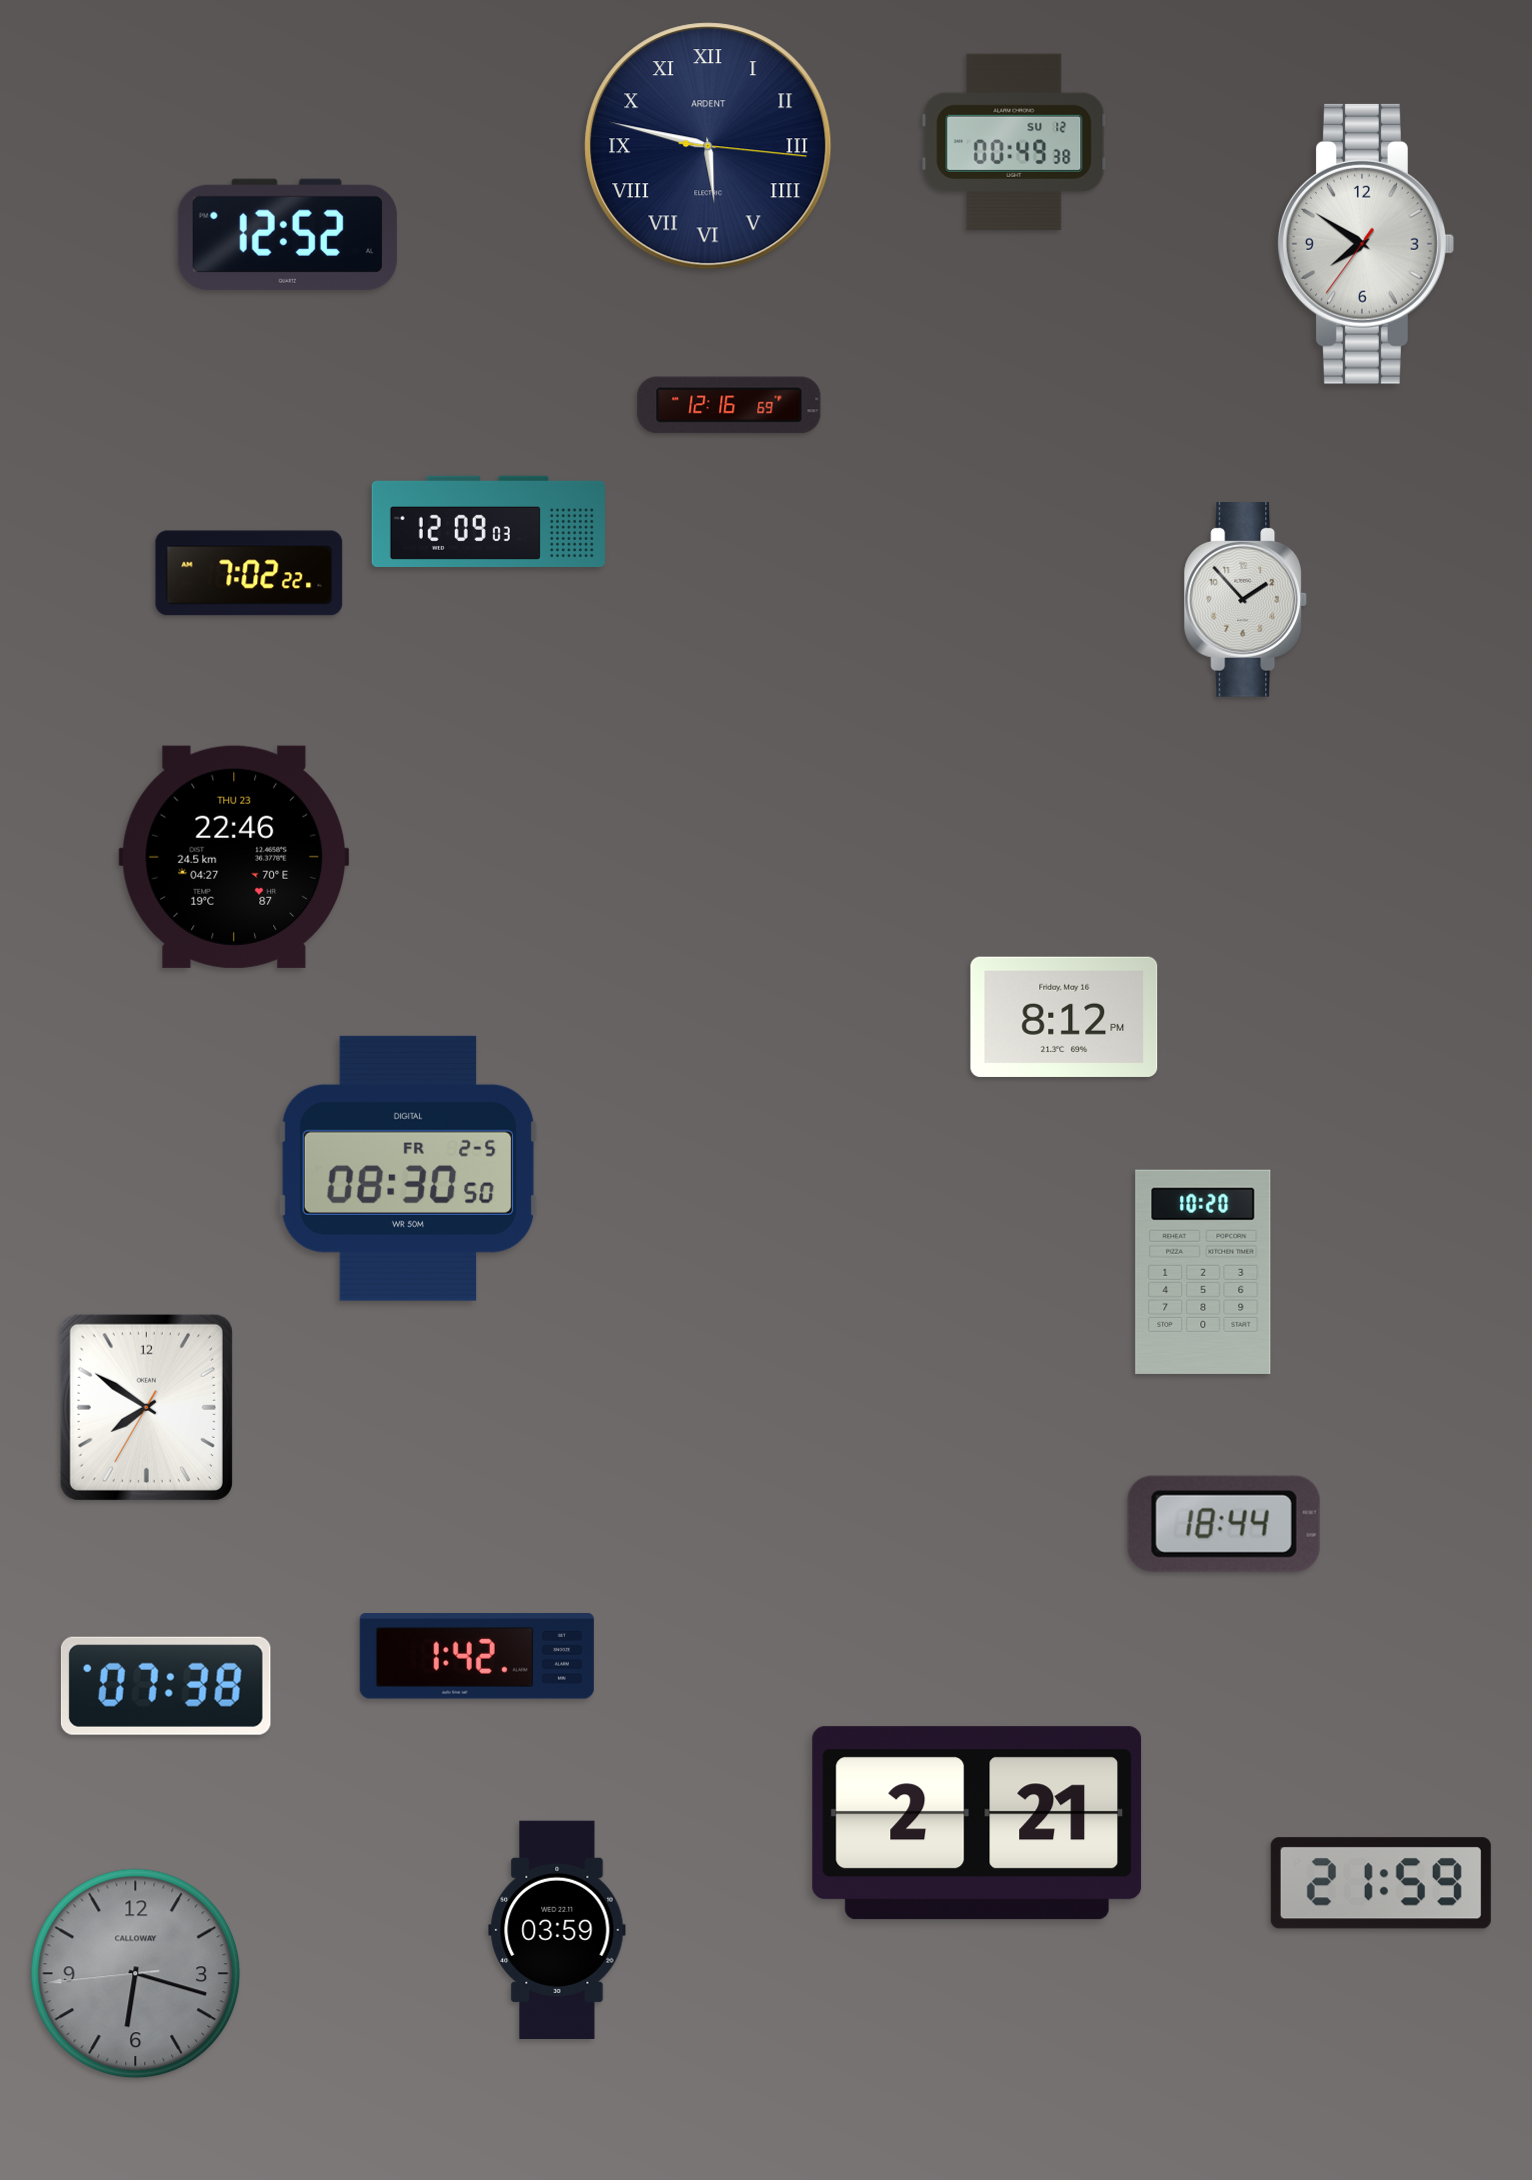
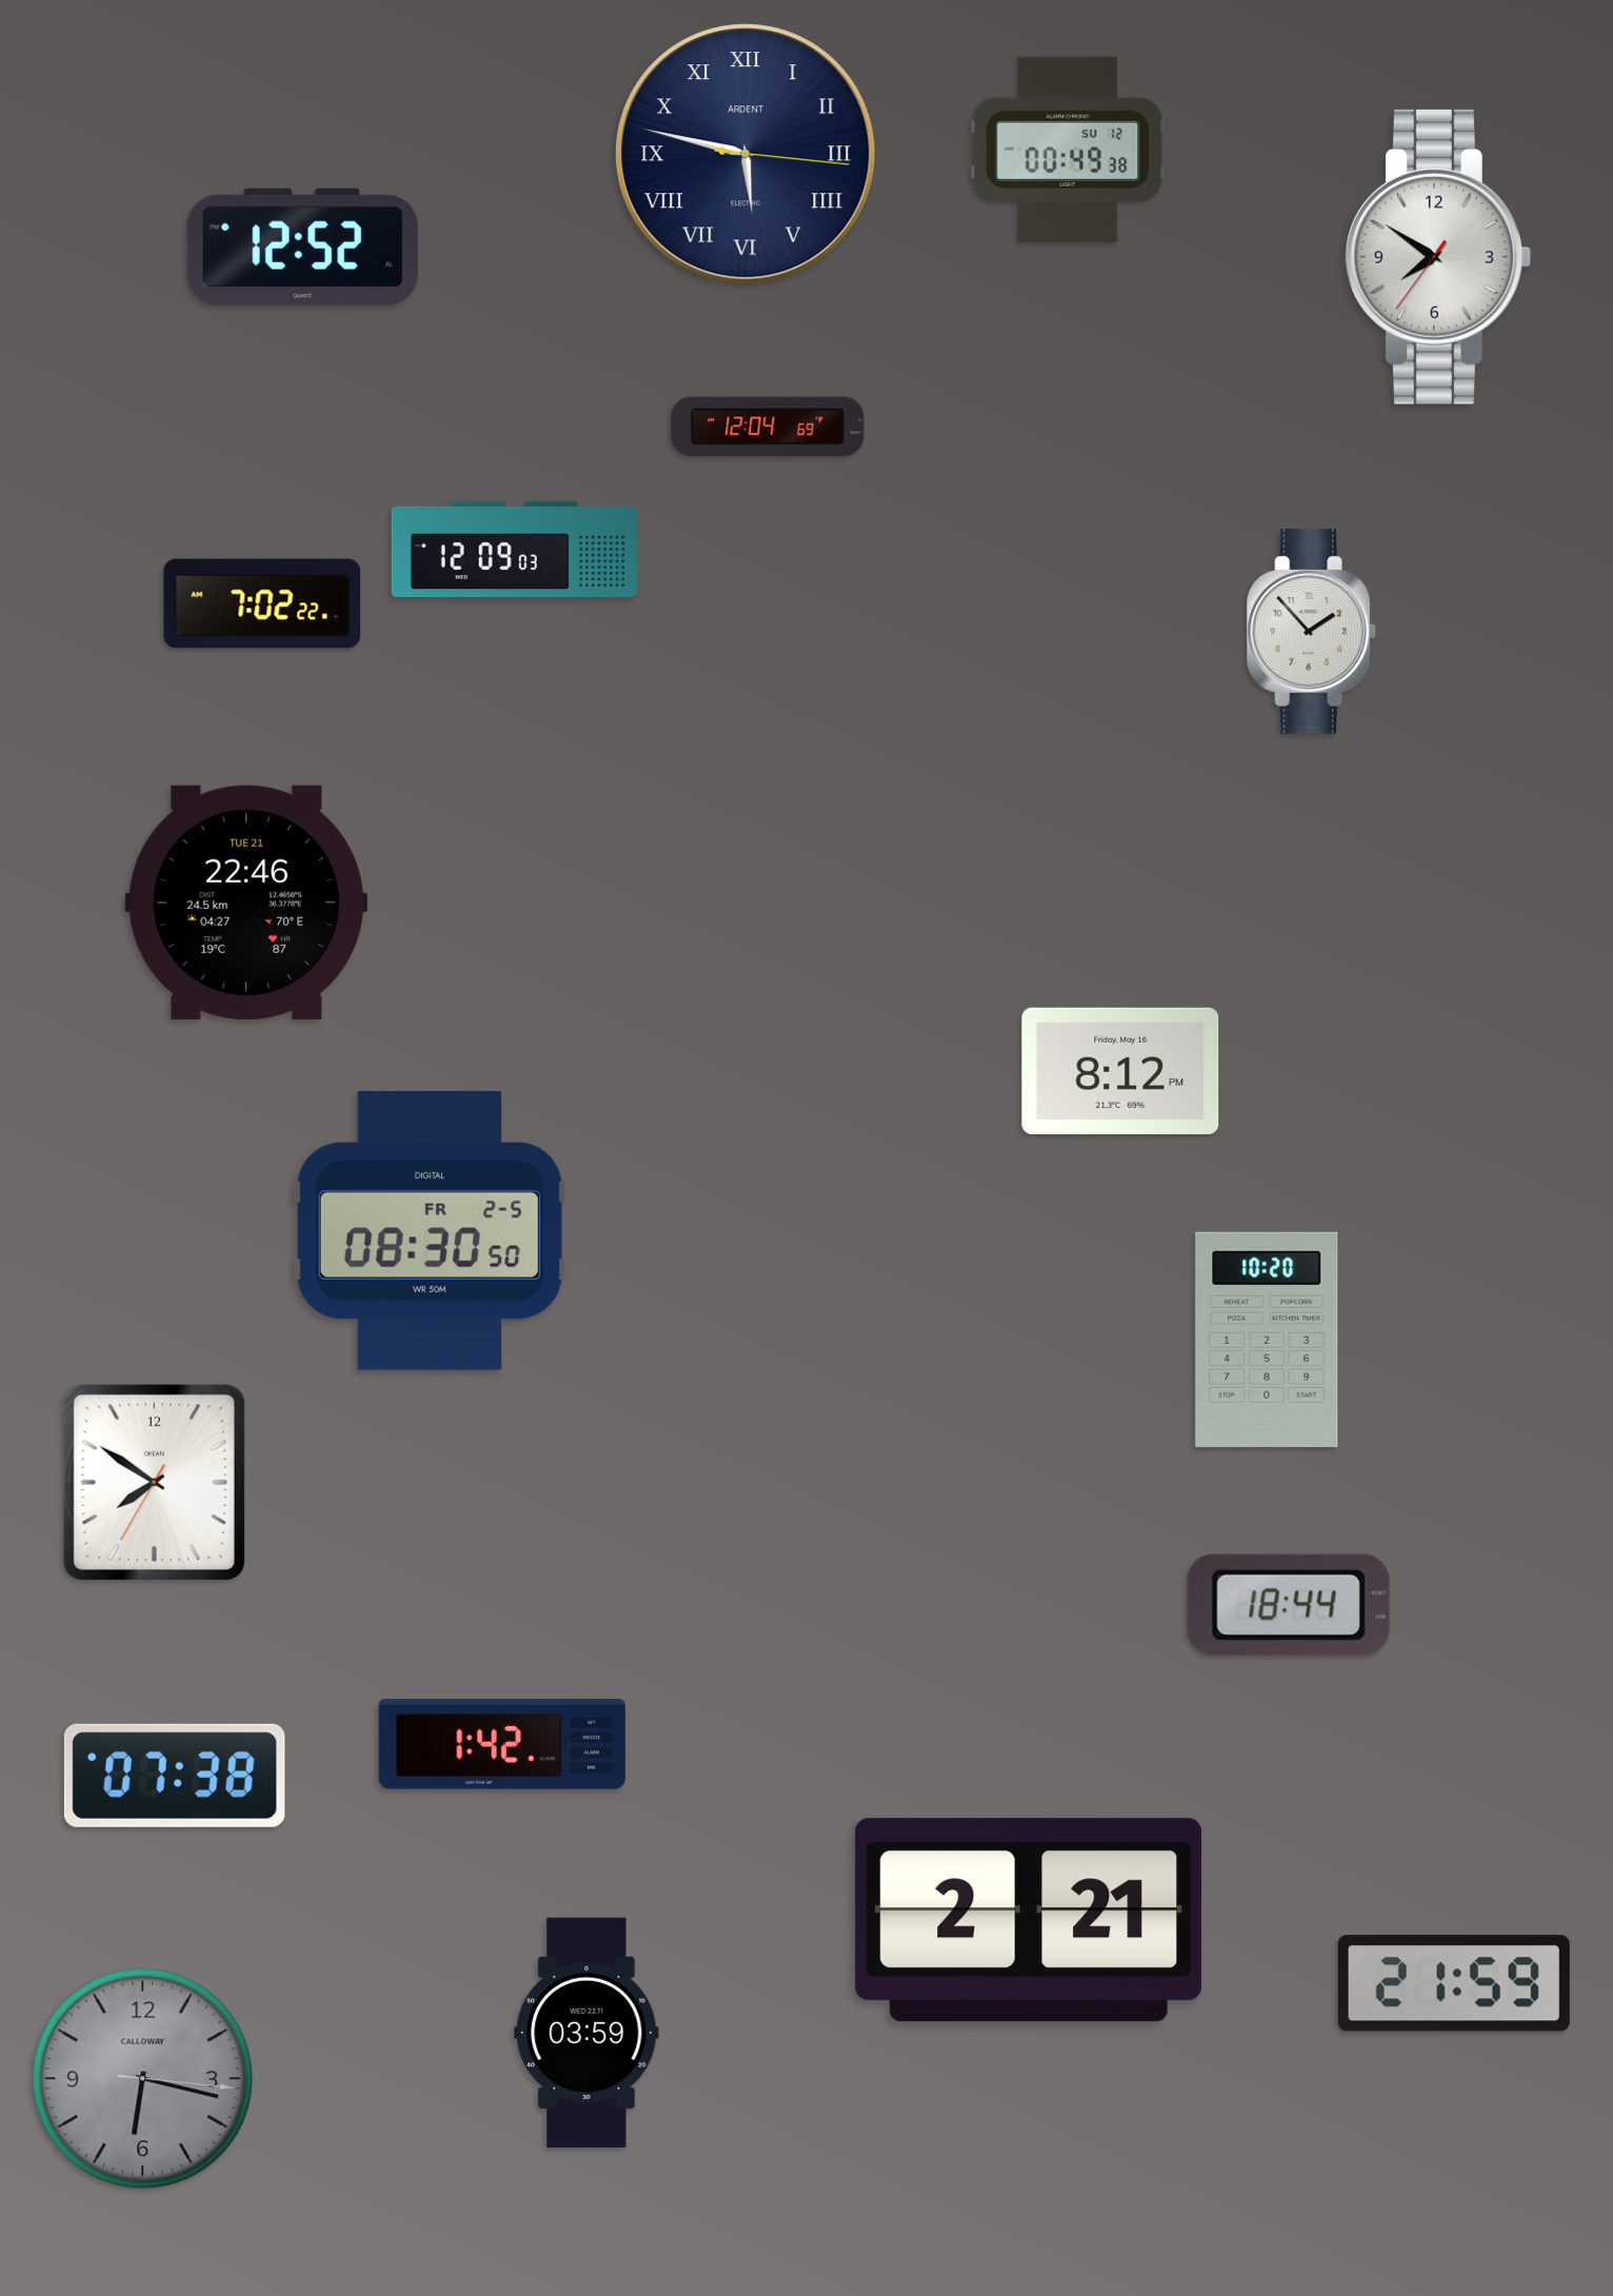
clock at (729, 405): 12:16 -> 12:04
clock at (234, 857) date: THU 23 -> TUE 21
clock at (136, 1974): 6:17:44 -> 6:17:16
